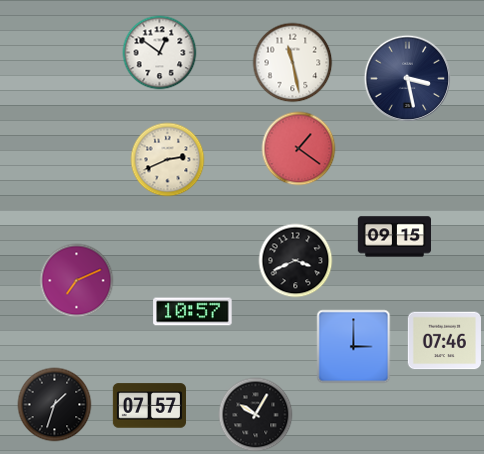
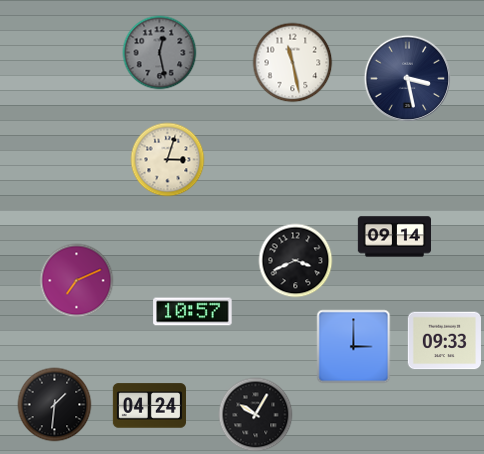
clock at (160, 53): 12:51 -> 12:28
clock at (160, 53) dial: white -> grey
clock at (299, 149): 1:21 -> none
clock at (168, 160): 2:41 -> 3:03
clock at (394, 237): 09:15 -> 09:14
clock at (444, 341): 07:46 -> 09:33
clock at (55, 405): 1:33 -> 1:31
clock at (149, 406): 07:57 -> 04:24
